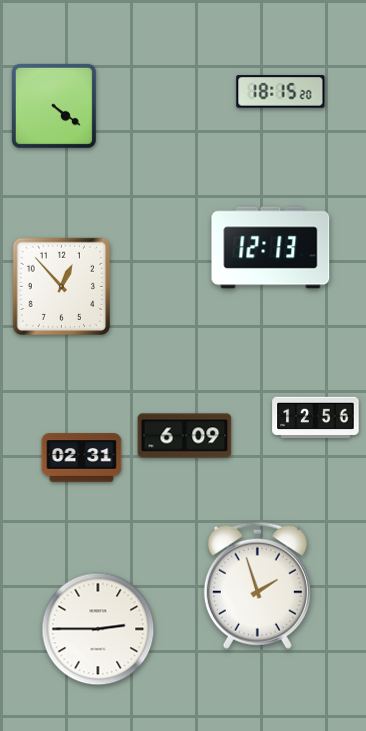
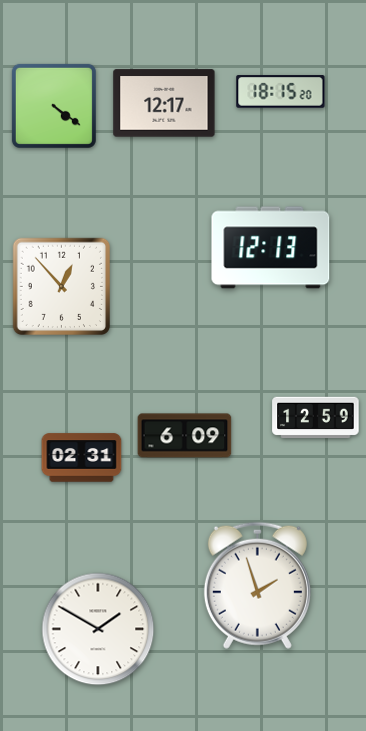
clock at (164, 103): none -> 12:17
clock at (316, 418): 12:56 -> 12:59
clock at (98, 629): 2:45 -> 1:50
